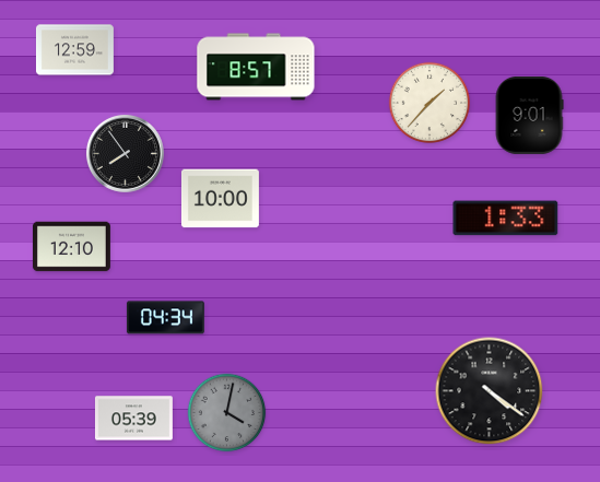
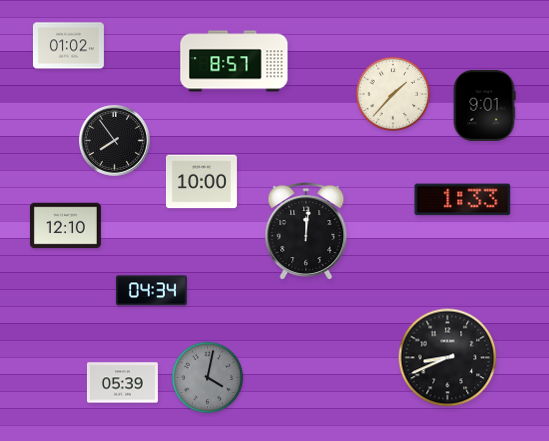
clock at (74, 50): 12:59 -> 01:02
clock at (306, 230): none -> 12:01
clock at (490, 391): 4:21 -> 8:41
